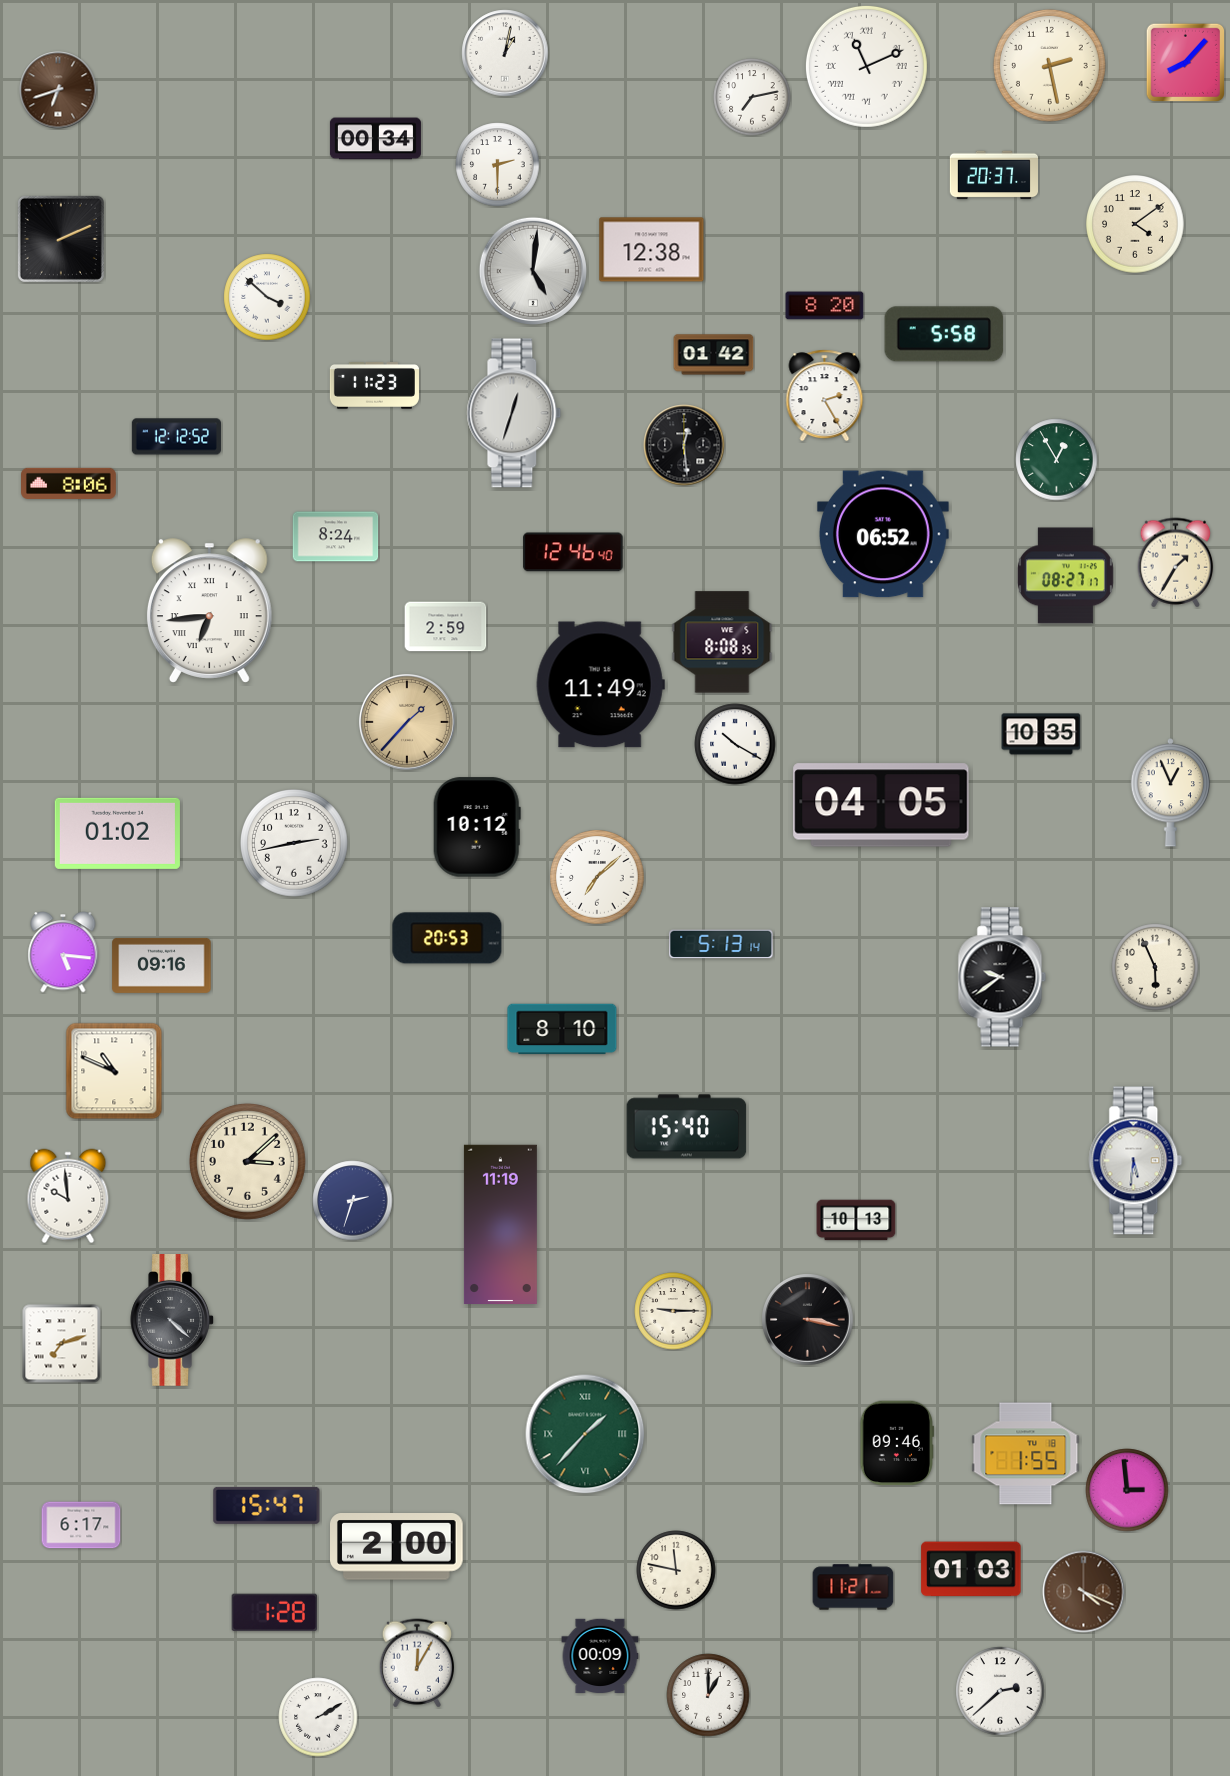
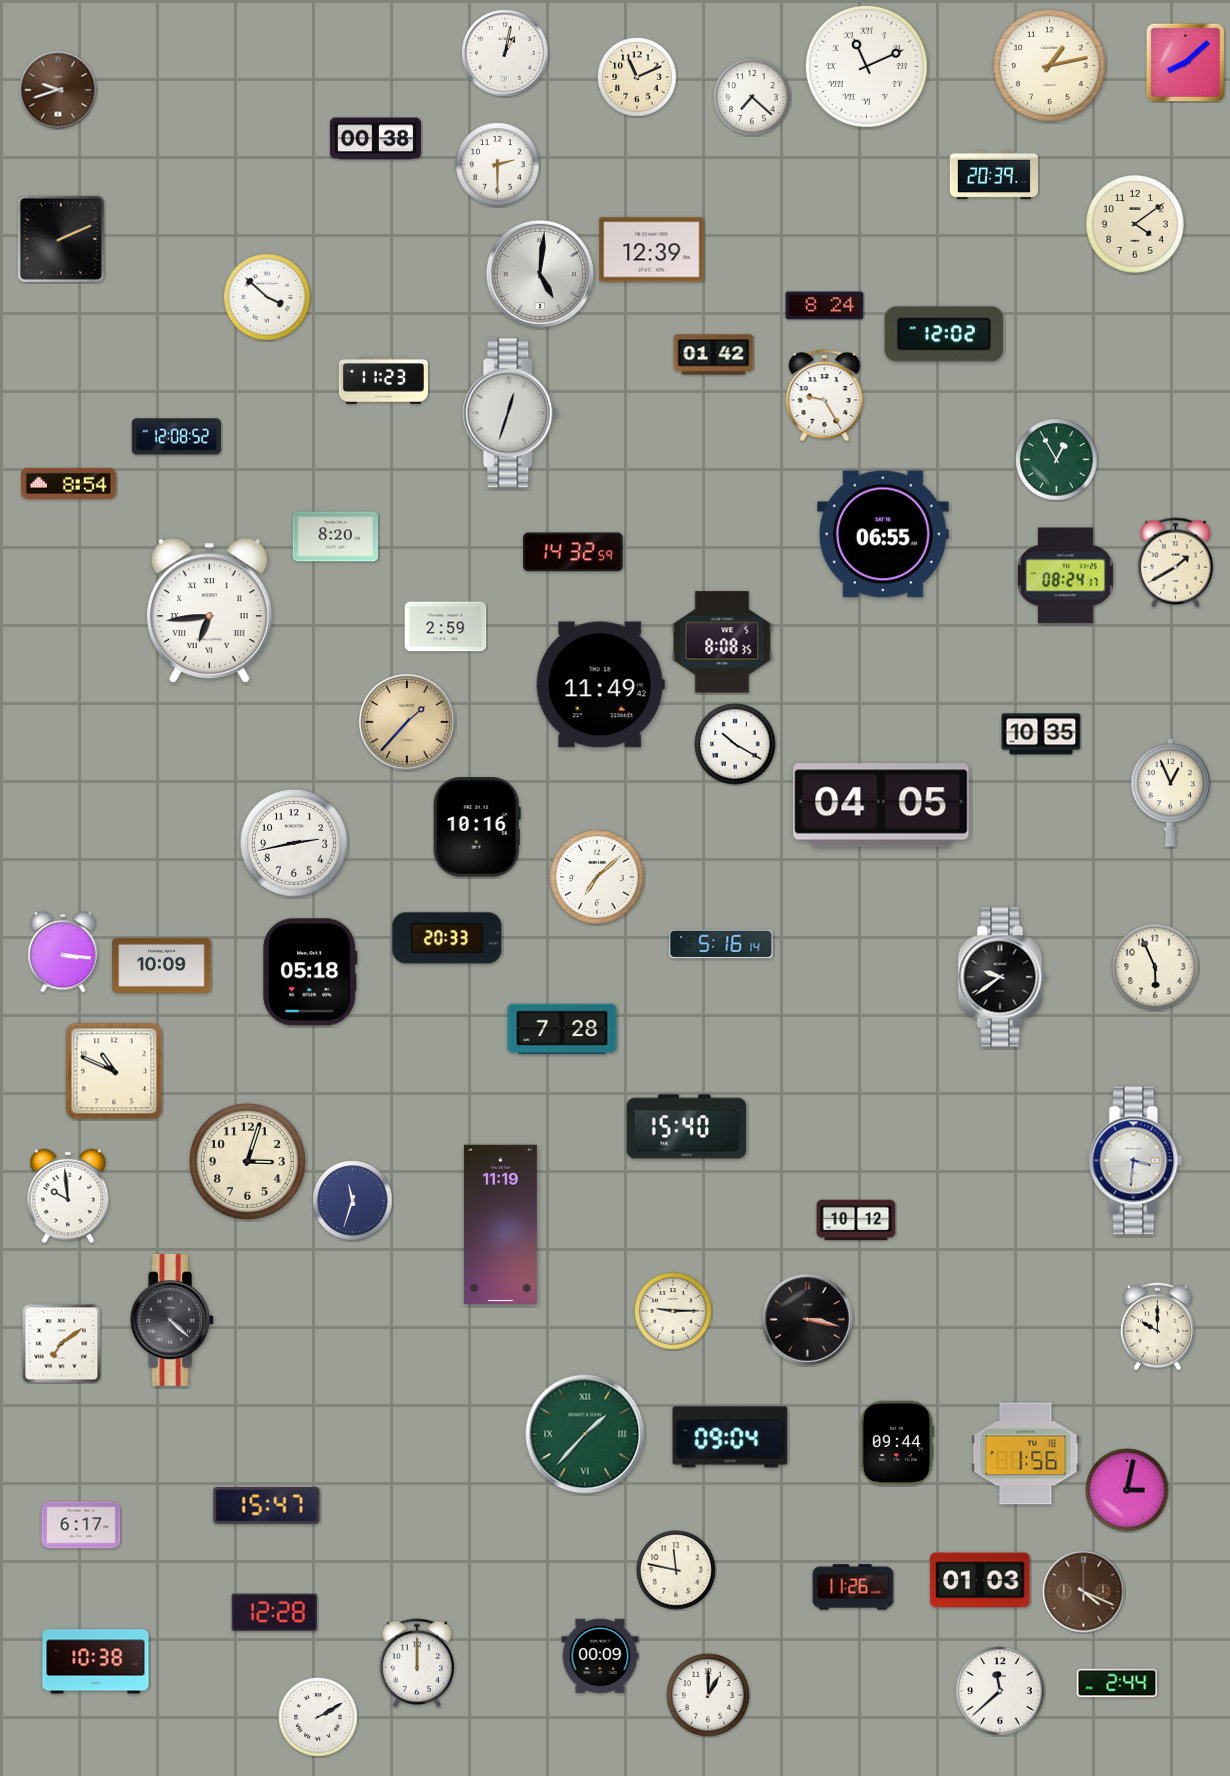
clock at (1185, 62): 8:07 -> 8:08
clock at (1049, 65): 2:28 -> 1:13
clock at (637, 77): none -> 11:11
clock at (58, 90): 6:42 -> 9:42
clock at (752, 97): 7:13 -> 7:22
clock at (375, 139): 00:34 -> 00:38
clock at (993, 175): 20:37 -> 20:39
clock at (652, 250): 12:38 -> 12:39
clock at (533, 271) position: (533, 271) -> (540, 274)
clock at (825, 306): 8:20 -> 8:24
clock at (944, 334): 5:58 -> 12:02
clock at (374, 386) position: (374, 386) -> (383, 381)
clock at (825, 396): 2:25 -> 9:25
clock at (514, 413) position: (514, 413) -> (510, 413)
clock at (176, 437): 12:12 -> 12:08
clock at (684, 445): 12:29 -> none
clock at (69, 483): 8:06 -> 8:54
clock at (883, 534): 06:52 -> 06:55
clock at (336, 537): 8:24 -> 8:20
clock at (573, 552): 12:46 -> 14:32
clock at (1176, 563): 1:35 -> 1:40
clock at (1065, 576): 08:27 -> 08:24
clock at (477, 827): 10:12 -> 10:16
clock at (117, 833): 01:02 -> none
clock at (447, 938): 20:53 -> 20:33
clock at (721, 944): 5:13 -> 5:16
clock at (63, 952): 5:16 -> 3:16
clock at (162, 965): 09:16 -> 10:09
clock at (310, 972): none -> 05:18
clock at (562, 1029): 8:10 -> 7:28
clock at (247, 1161): 3:08 -> 3:03
clock at (1136, 1161): 5:31 -> 3:31
clock at (353, 1201): 2:33 -> 11:33
clock at (856, 1220): 10:13 -> 10:12
clock at (1157, 1327): none -> 10:00
clock at (62, 1344): 7:12 -> 7:09
clock at (730, 1437): none -> 09:04
clock at (896, 1443): 09:46 -> 09:44
clock at (1026, 1454): 1:55 -> 1:56
clock at (1127, 1490): 2:59 -> 3:02
clock at (397, 1547): 2:00 -> none
clock at (971, 1569) position: (971, 1569) -> (980, 1580)
clock at (853, 1587): 11:21 -> 11:26
clock at (274, 1612): 1:28 -> 12:28
clock at (96, 1662): none -> 10:38
clock at (417, 1663): 12:05 -> 12:00
clock at (1117, 1683): none -> 2:44
clock at (1000, 1691): 2:38 -> 11:38
